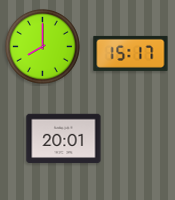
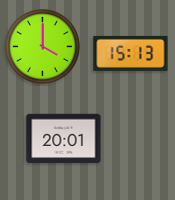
clock at (42, 46): 8:00 -> 4:00
clock at (131, 53): 15:17 -> 15:13
